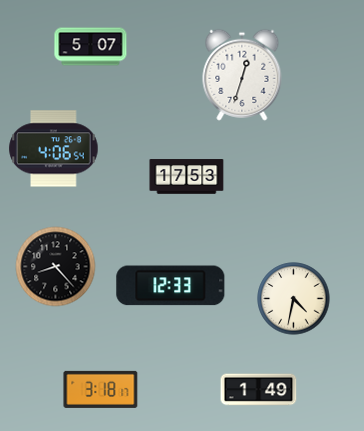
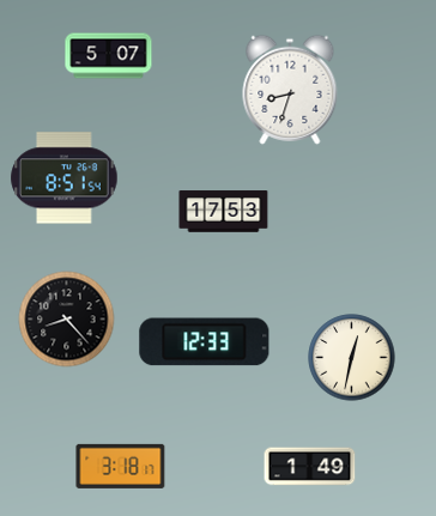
clock at (242, 75): 12:33 -> 8:33
clock at (54, 149): 4:06 -> 8:51
clock at (294, 299): 4:32 -> 12:32
